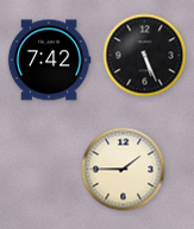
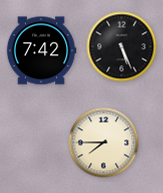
clock at (124, 170): 1:45 -> 7:45
